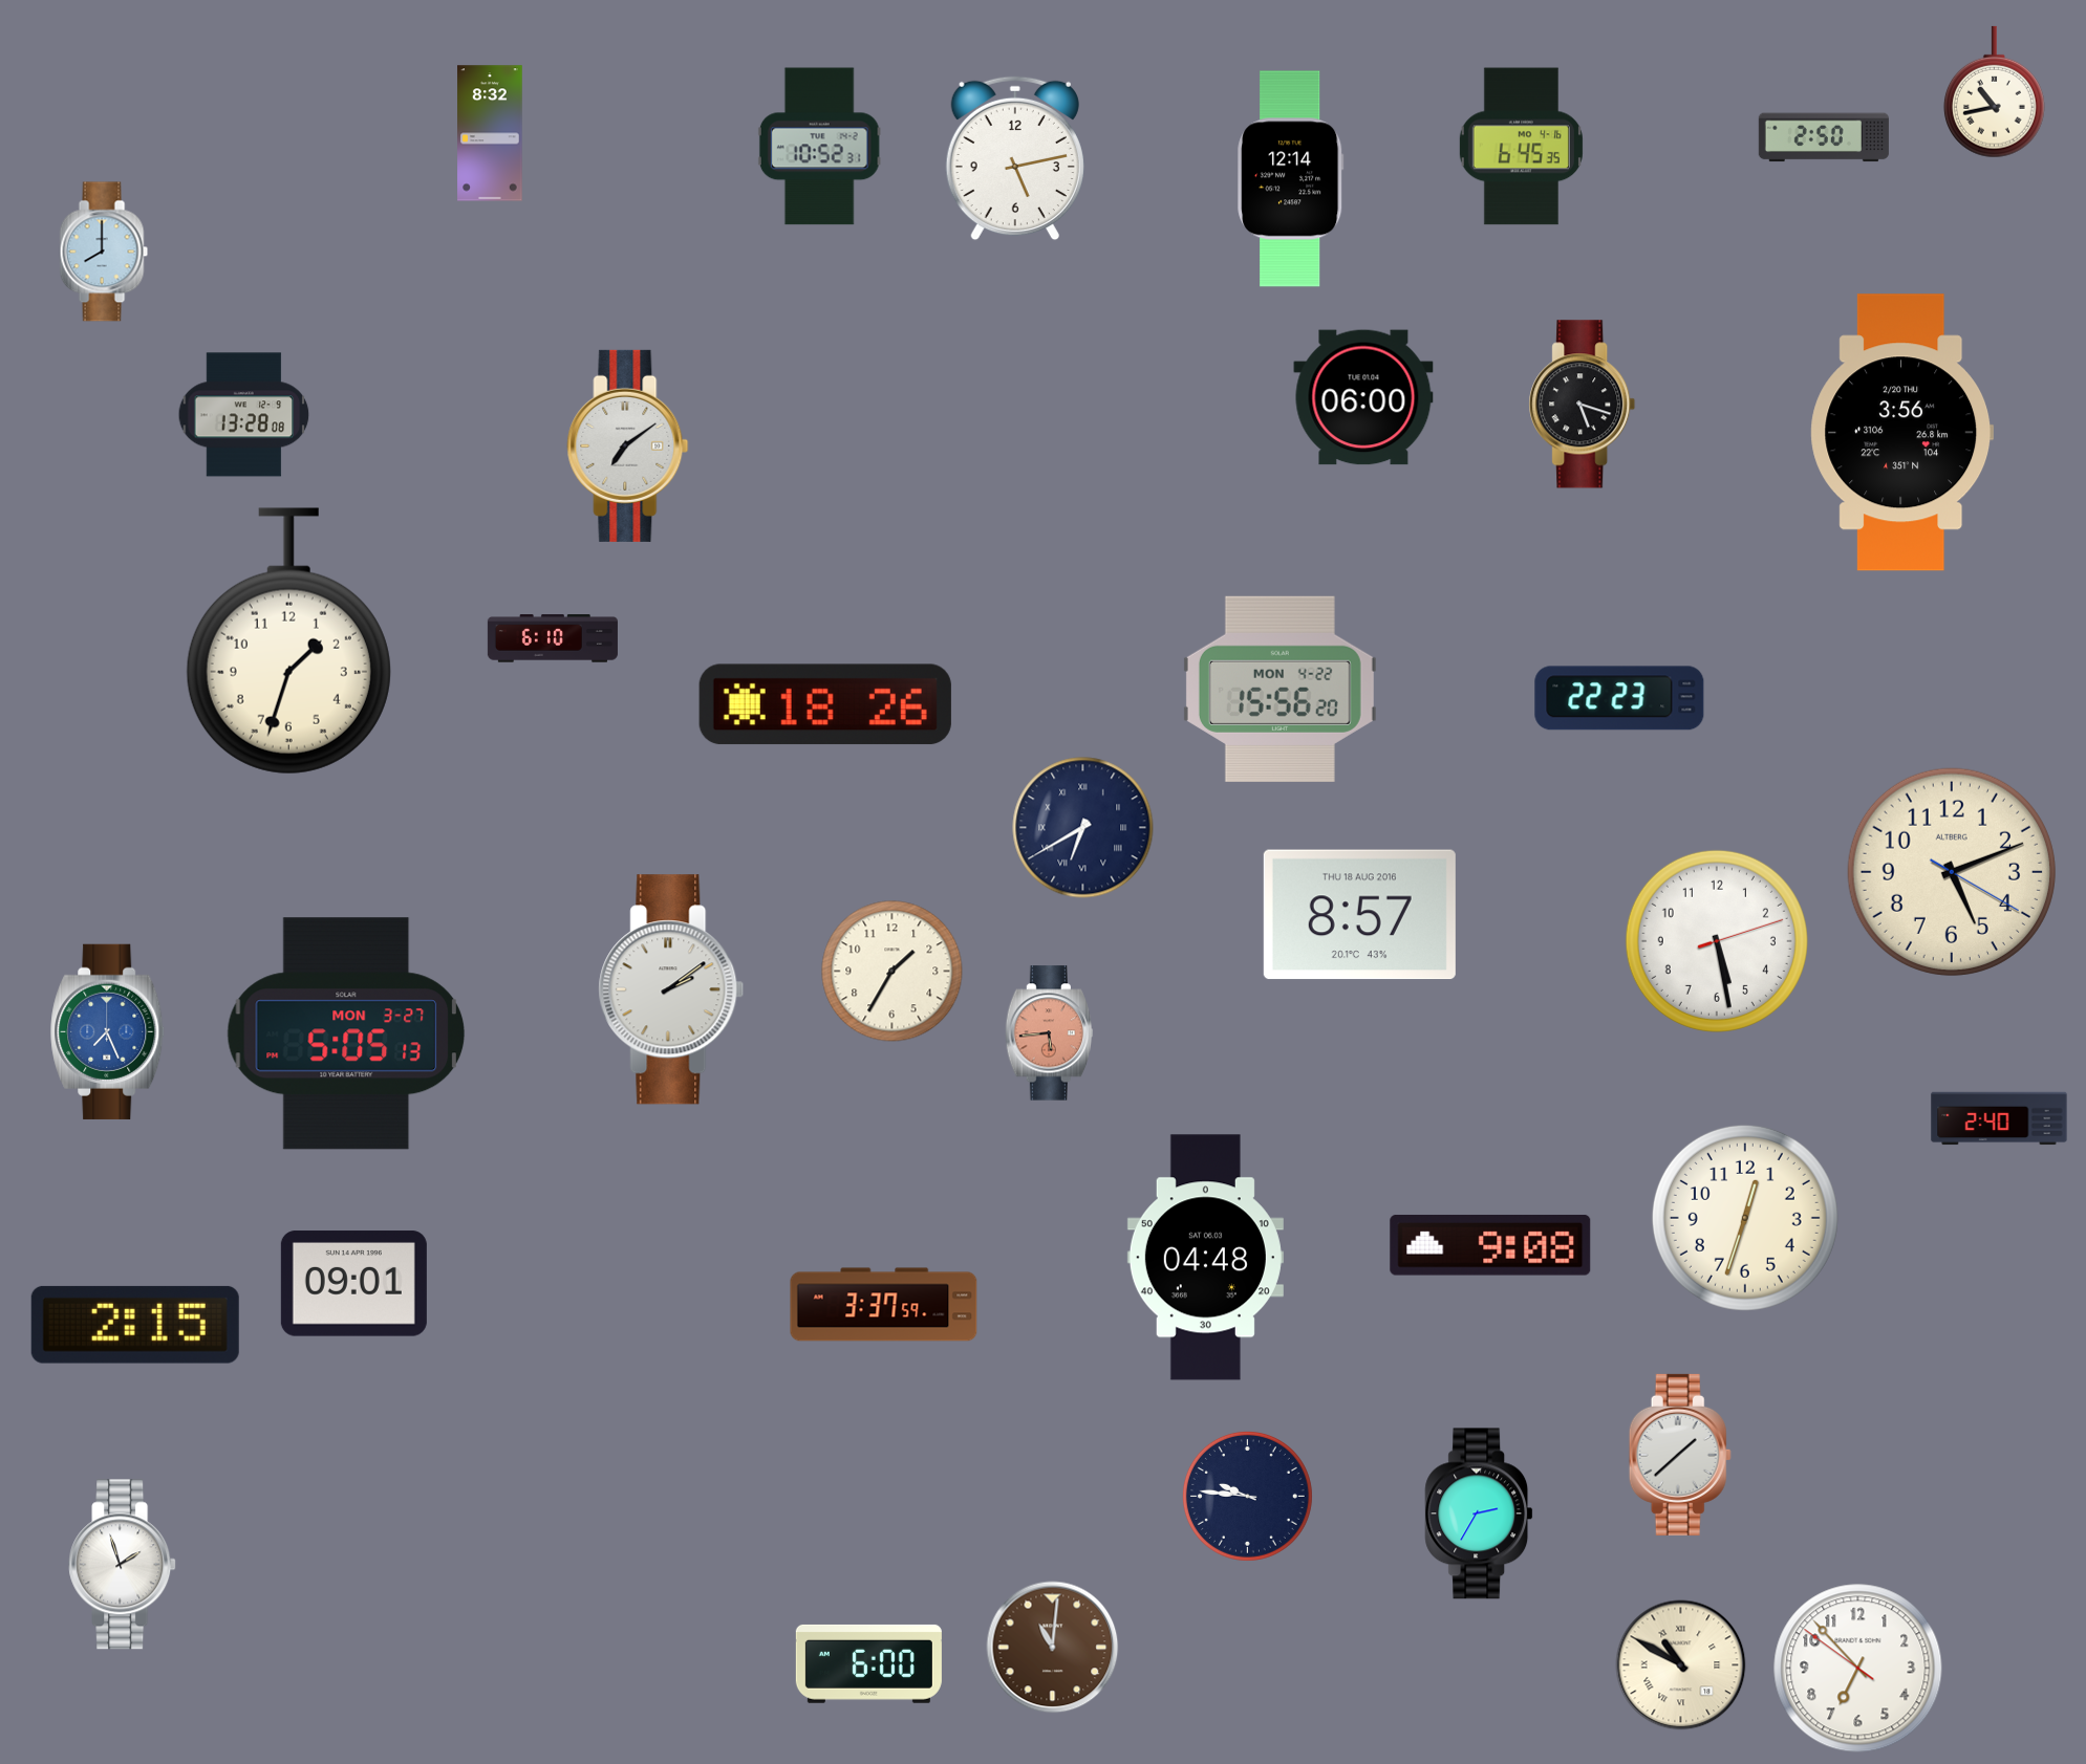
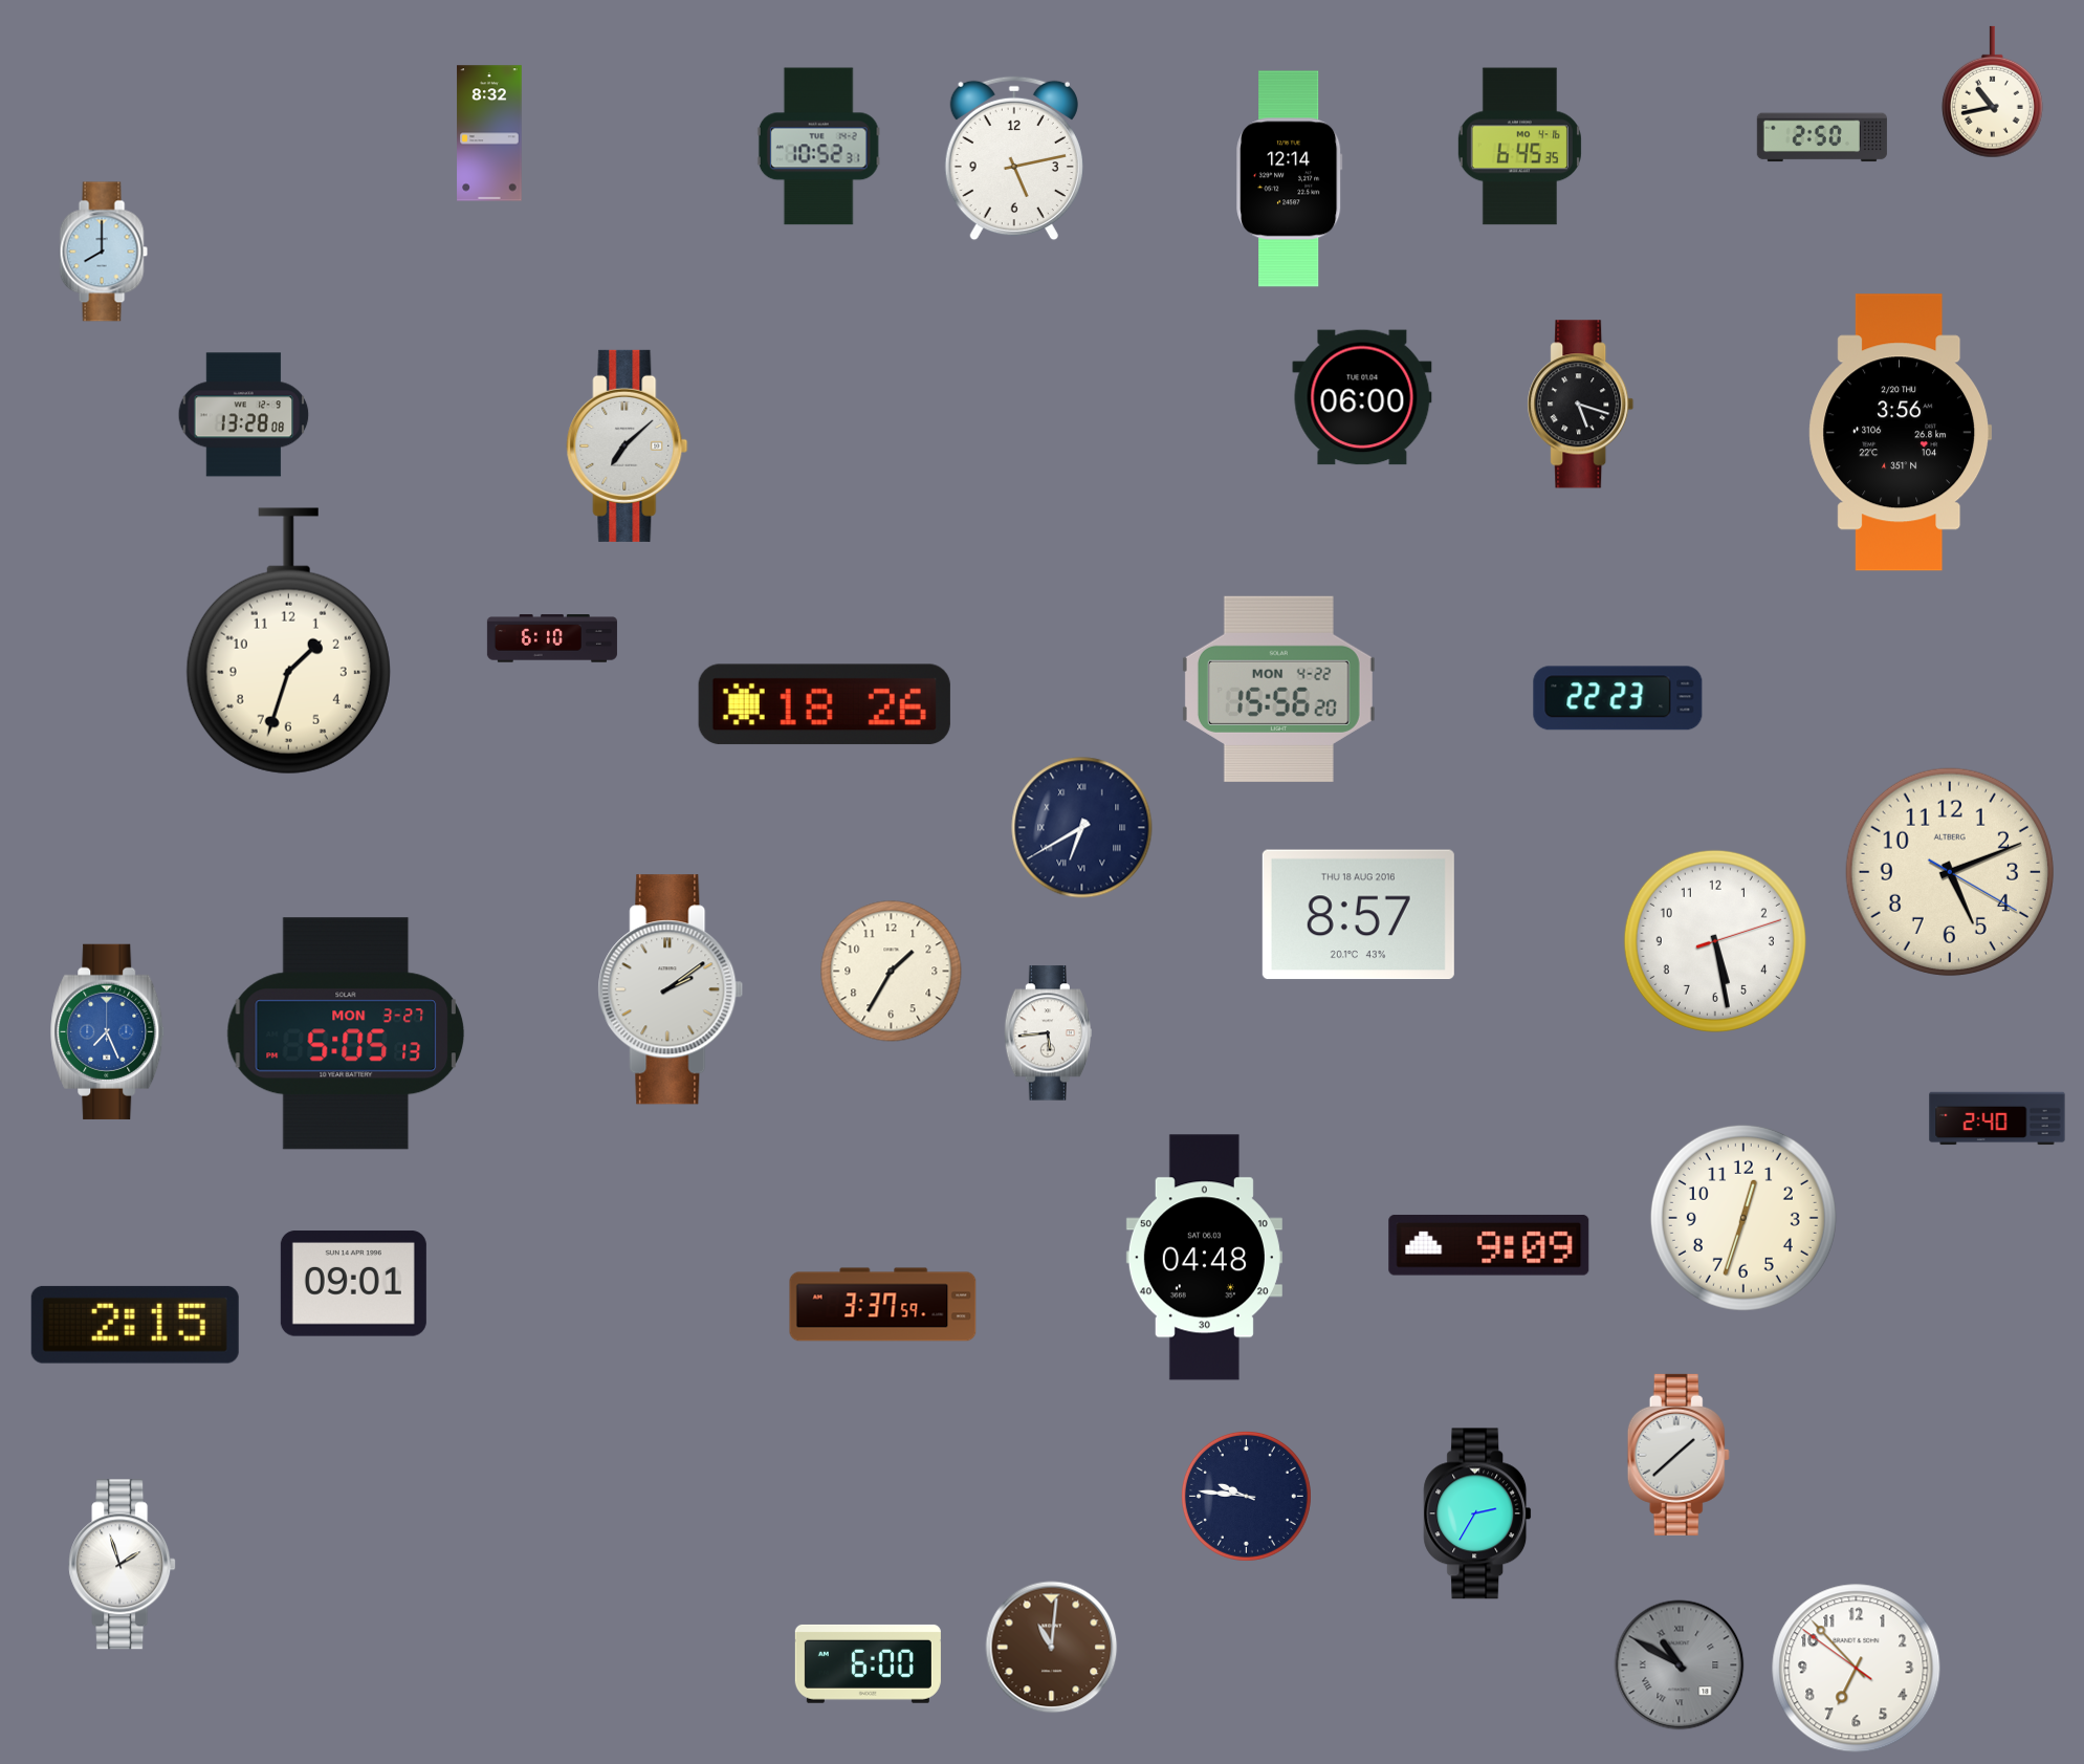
clock at (628, 445): 7:09 -> 7:08
clock at (1050, 1033) dial: salmon -> white
clock at (1490, 1245): 9:08 -> 9:09
clock at (1681, 1665) dial: cream -> grey
